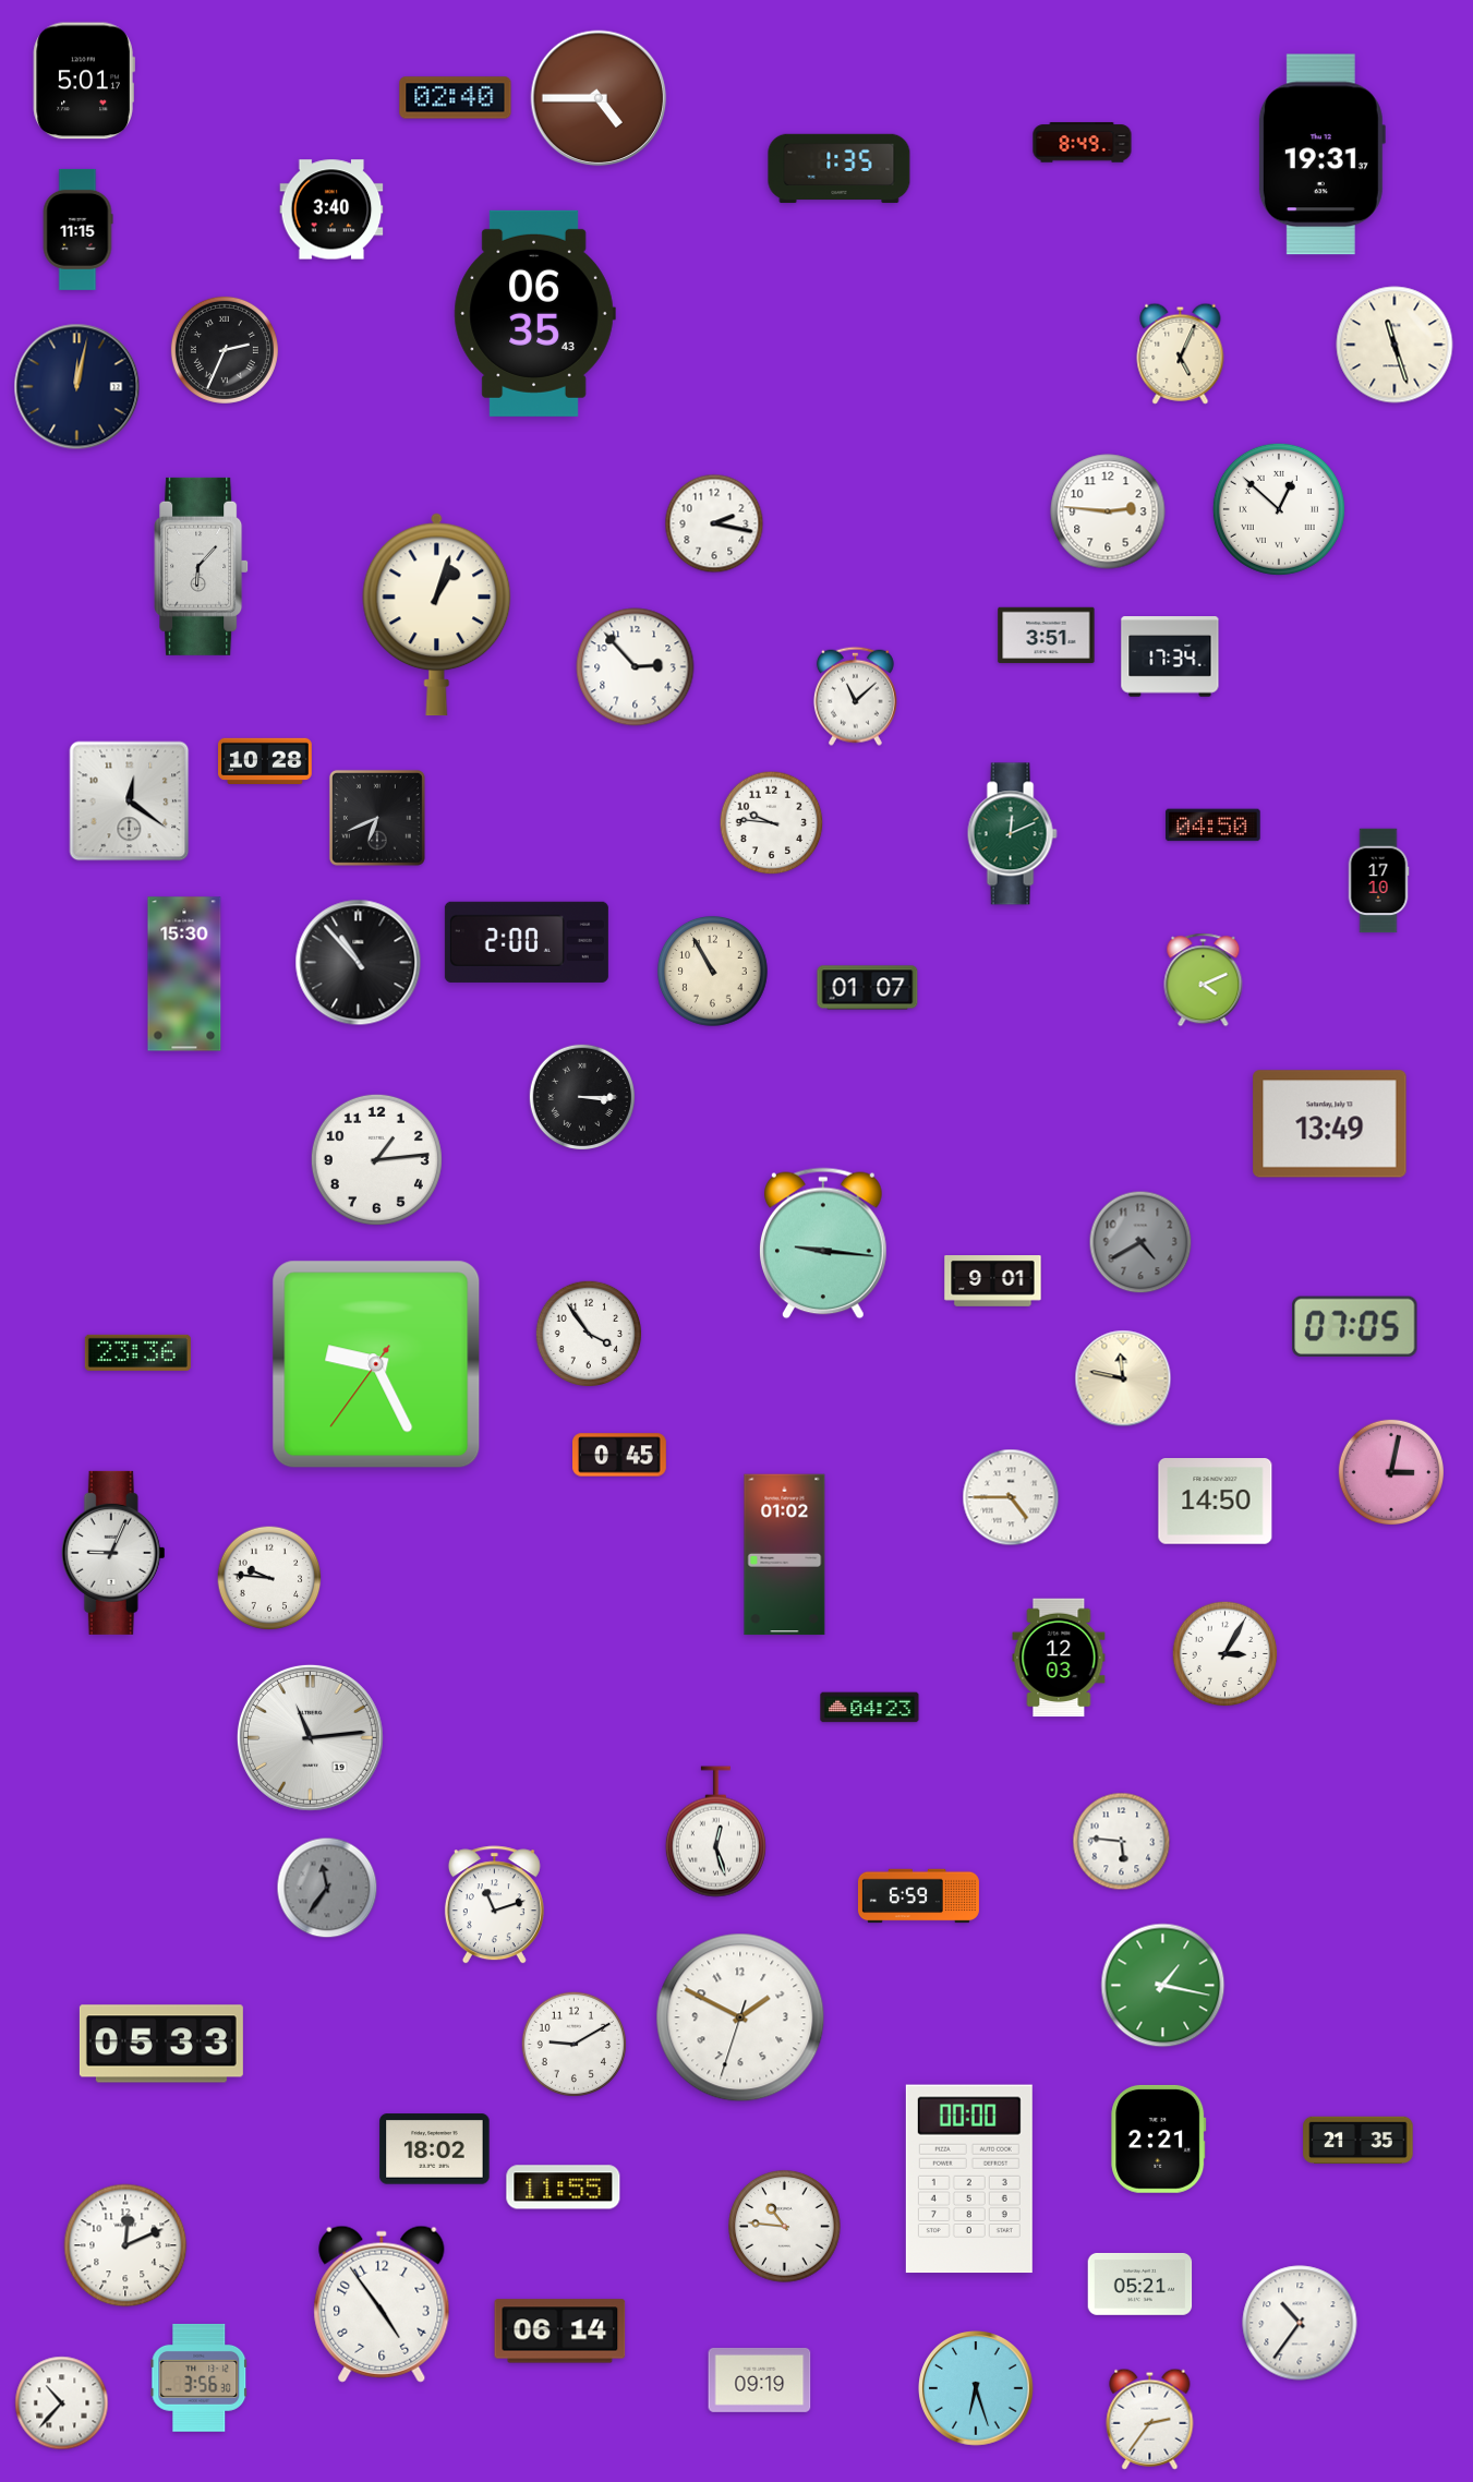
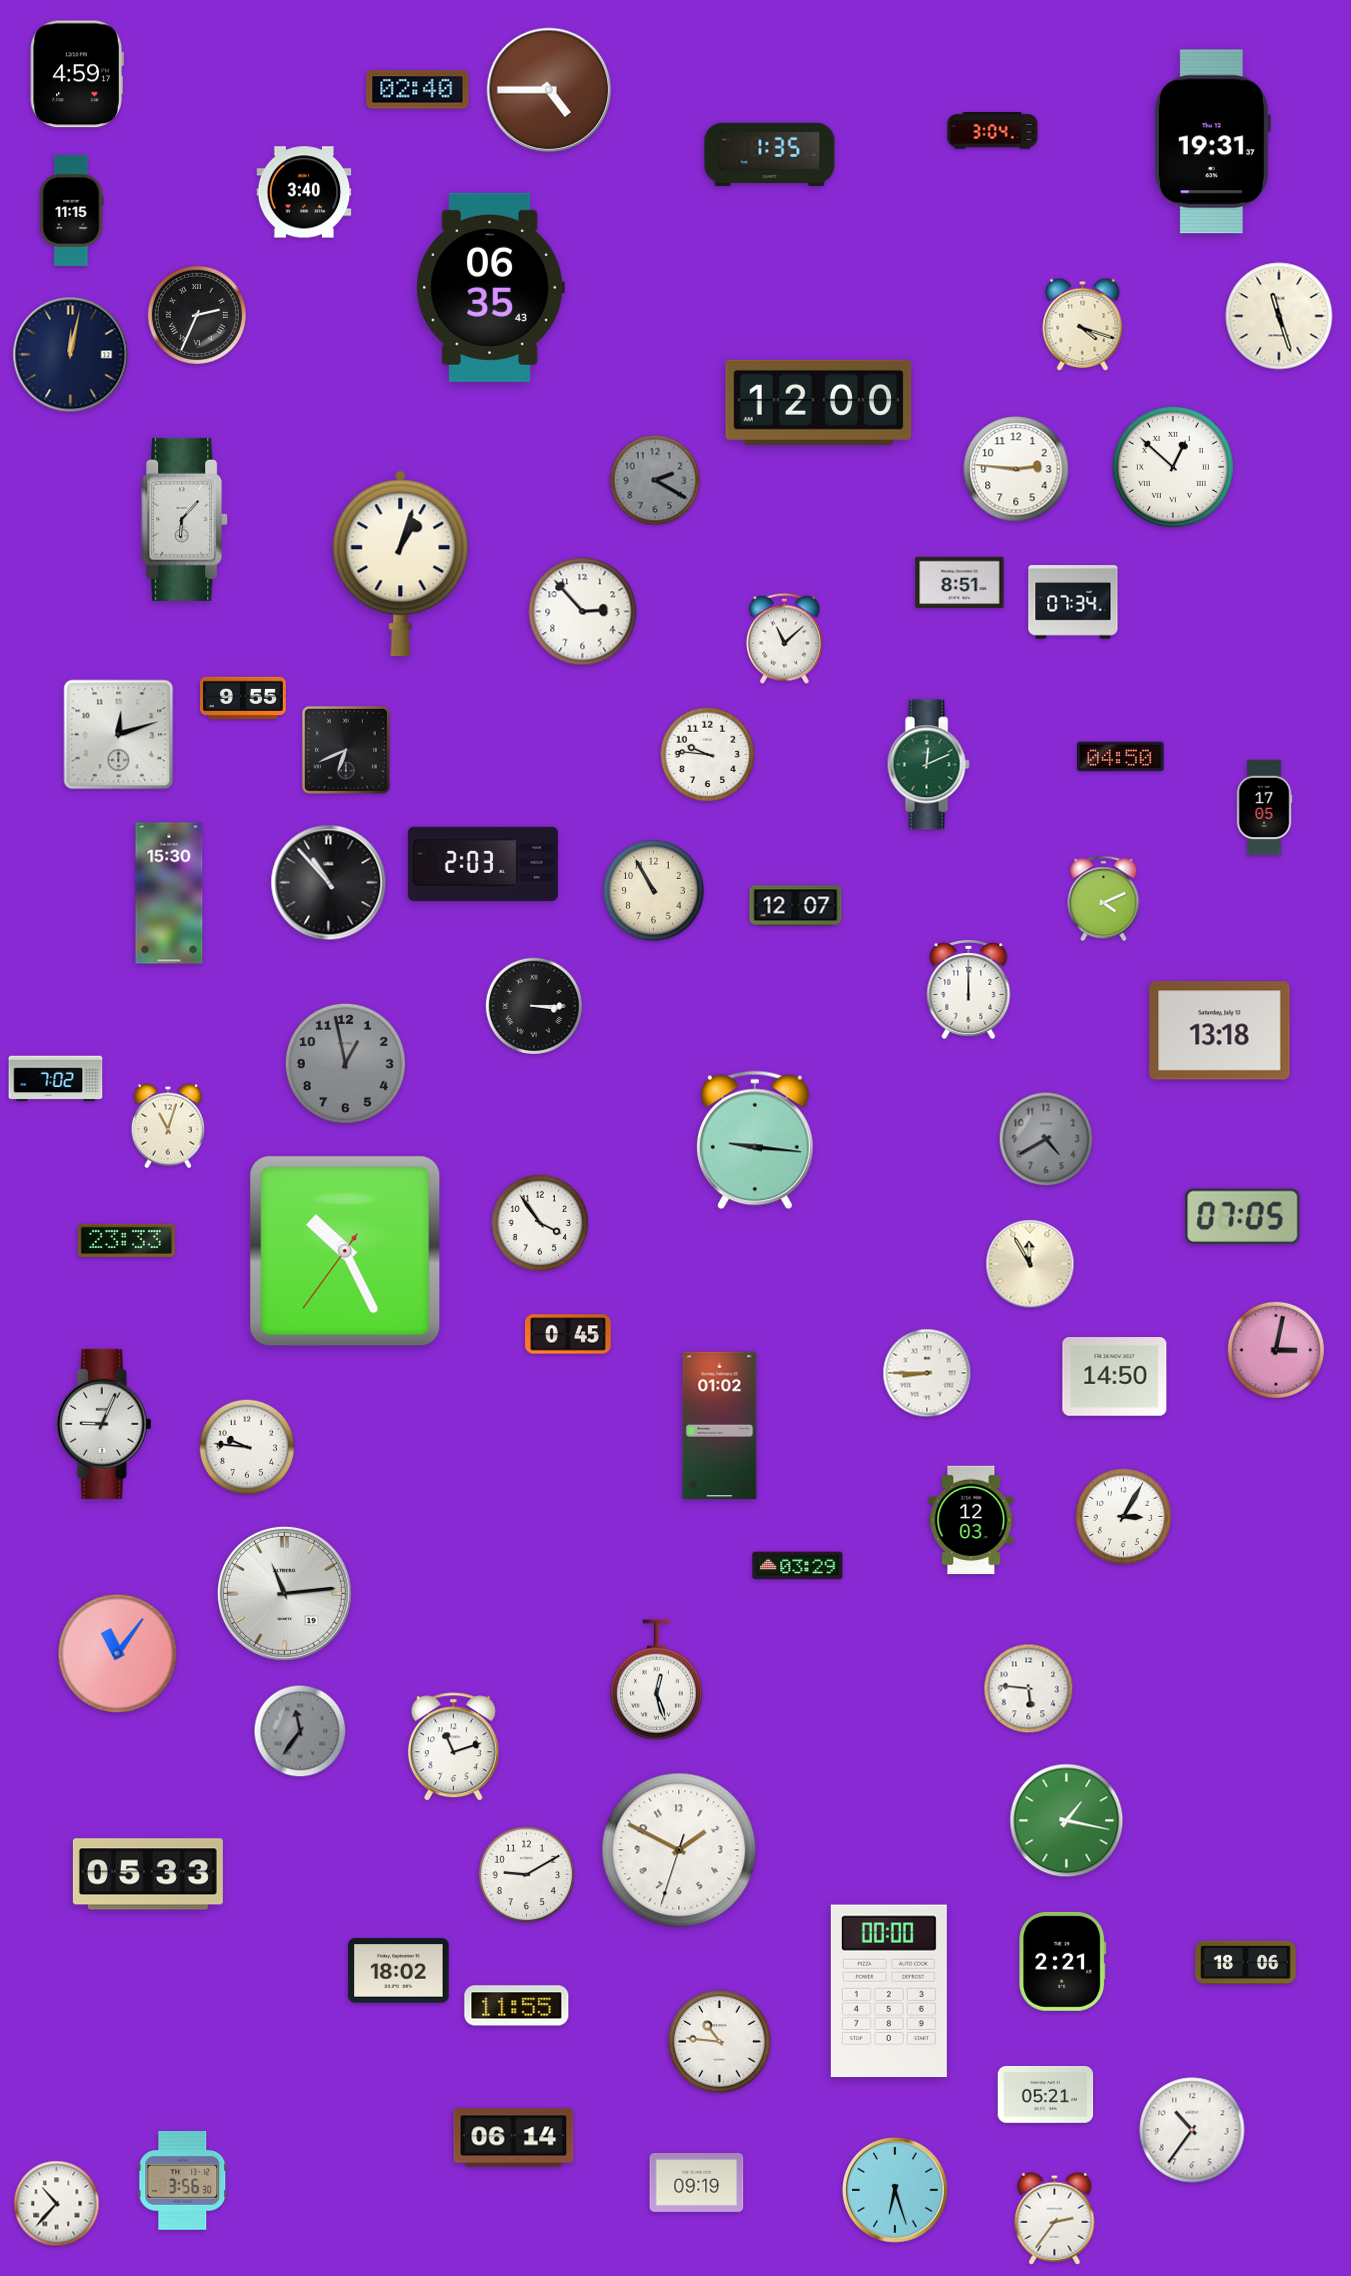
clock at (84, 81): 5:01 -> 4:59
clock at (1083, 143): 8:49 -> 3:04
clock at (225, 350) position: (225, 350) -> (197, 315)
clock at (1181, 353): 5:04 -> 4:18
clock at (819, 402): none -> 12:00
clock at (714, 523): 2:17 -> 2:20
clock at (714, 523) dial: white -> grey
clock at (1047, 636): 3:51 -> 8:51
clock at (1170, 656): 17:34 -> 07:34
clock at (266, 760): 10:28 -> 9:55
clock at (130, 802): 12:21 -> 12:12
clock at (1214, 826) position: (1214, 826) -> (1121, 757)
clock at (1378, 881): 17:10 -> 17:05
clock at (527, 942): 2:00 -> 2:03
clock at (868, 988): 01:07 -> 12:07
clock at (969, 989): none -> 12:00
clock at (1330, 1124): 13:49 -> 13:18
clock at (376, 1159): 1:14 -> 12:58
clock at (376, 1159) dial: white -> grey
clock at (56, 1079): none -> 7:02
clock at (168, 1126): none -> 11:03
clock at (993, 1281): 9:01 -> none
clock at (137, 1352): 23:36 -> 23:33
clock at (376, 1364): 9:25 -> 10:25
clock at (1123, 1378): 11:47 -> 11:55
clock at (1011, 1497): 4:45 -> 8:45
clock at (870, 1708): 04:23 -> 03:29
clock at (117, 1653): none -> 11:06
clock at (918, 1896): 6:59 -> none
clock at (1359, 2141): 21:35 -> 18:06
clock at (969, 2179) position: (969, 2179) -> (889, 1991)
clock at (125, 2245): 12:11 -> none
clock at (382, 2304): 4:54 -> none
